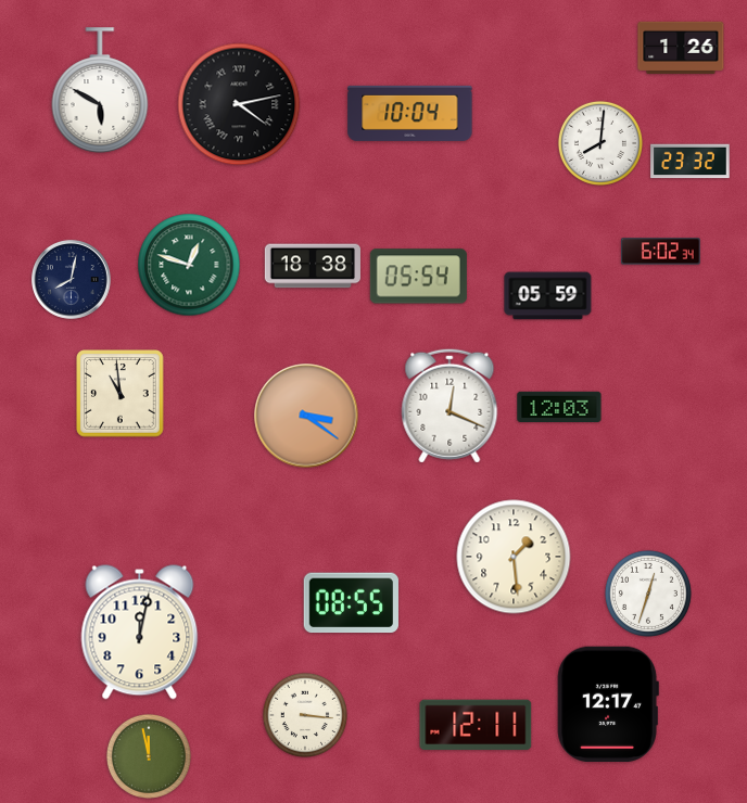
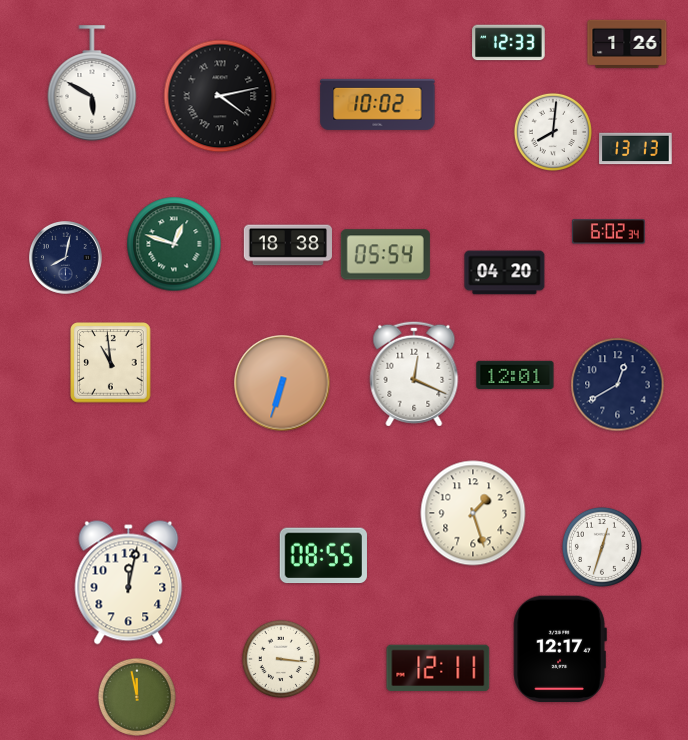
clock at (509, 43): none -> 12:33
clock at (410, 113): 10:04 -> 10:02
clock at (691, 162): 23:32 -> 13:13
clock at (548, 296): 05:59 -> 04:20
clock at (559, 406): 12:03 -> 12:01
clock at (306, 416): 3:21 -> 6:33
clock at (618, 385): none -> 12:40
clock at (514, 557): 1:29 -> 1:27
clock at (648, 594) position: (648, 594) -> (602, 547)
